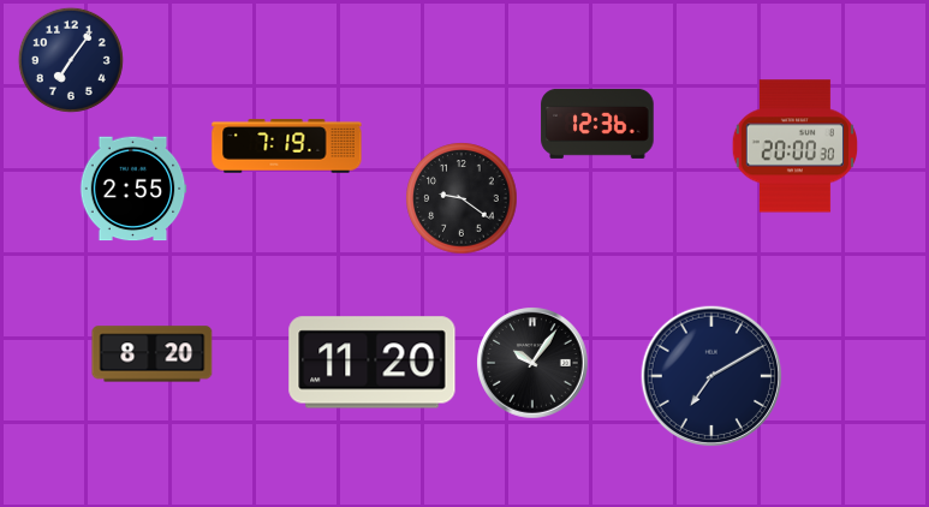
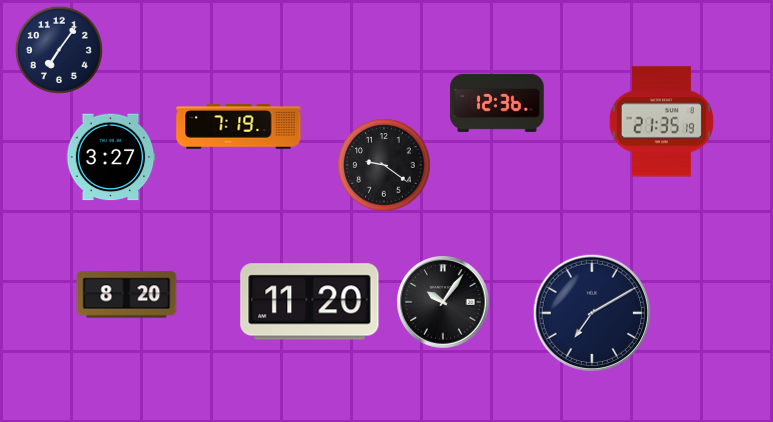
clock at (287, 147) position: (287, 147) -> (239, 127)
clock at (794, 147): 20:00 -> 21:35
clock at (133, 189): 2:55 -> 3:27
